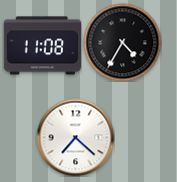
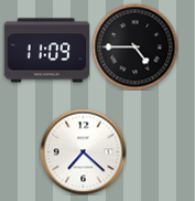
clock at (122, 42): 4:35 -> 4:45
clock at (42, 46): 11:08 -> 11:09
